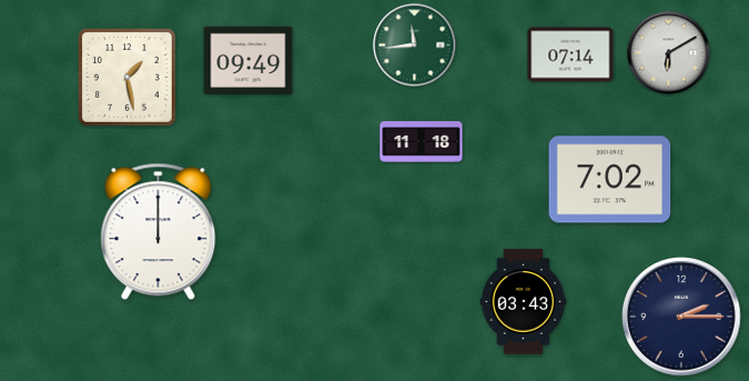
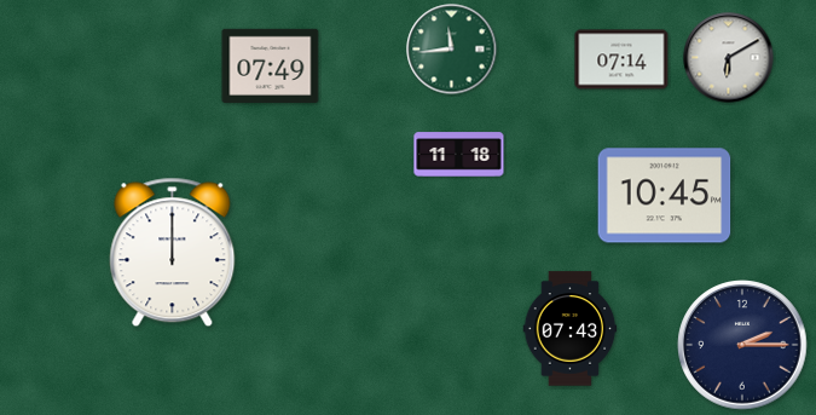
clock at (249, 60): 09:49 -> 07:49
clock at (126, 77): 1:28 -> none
clock at (610, 180): 7:02 -> 10:45
clock at (524, 302): 03:43 -> 07:43
